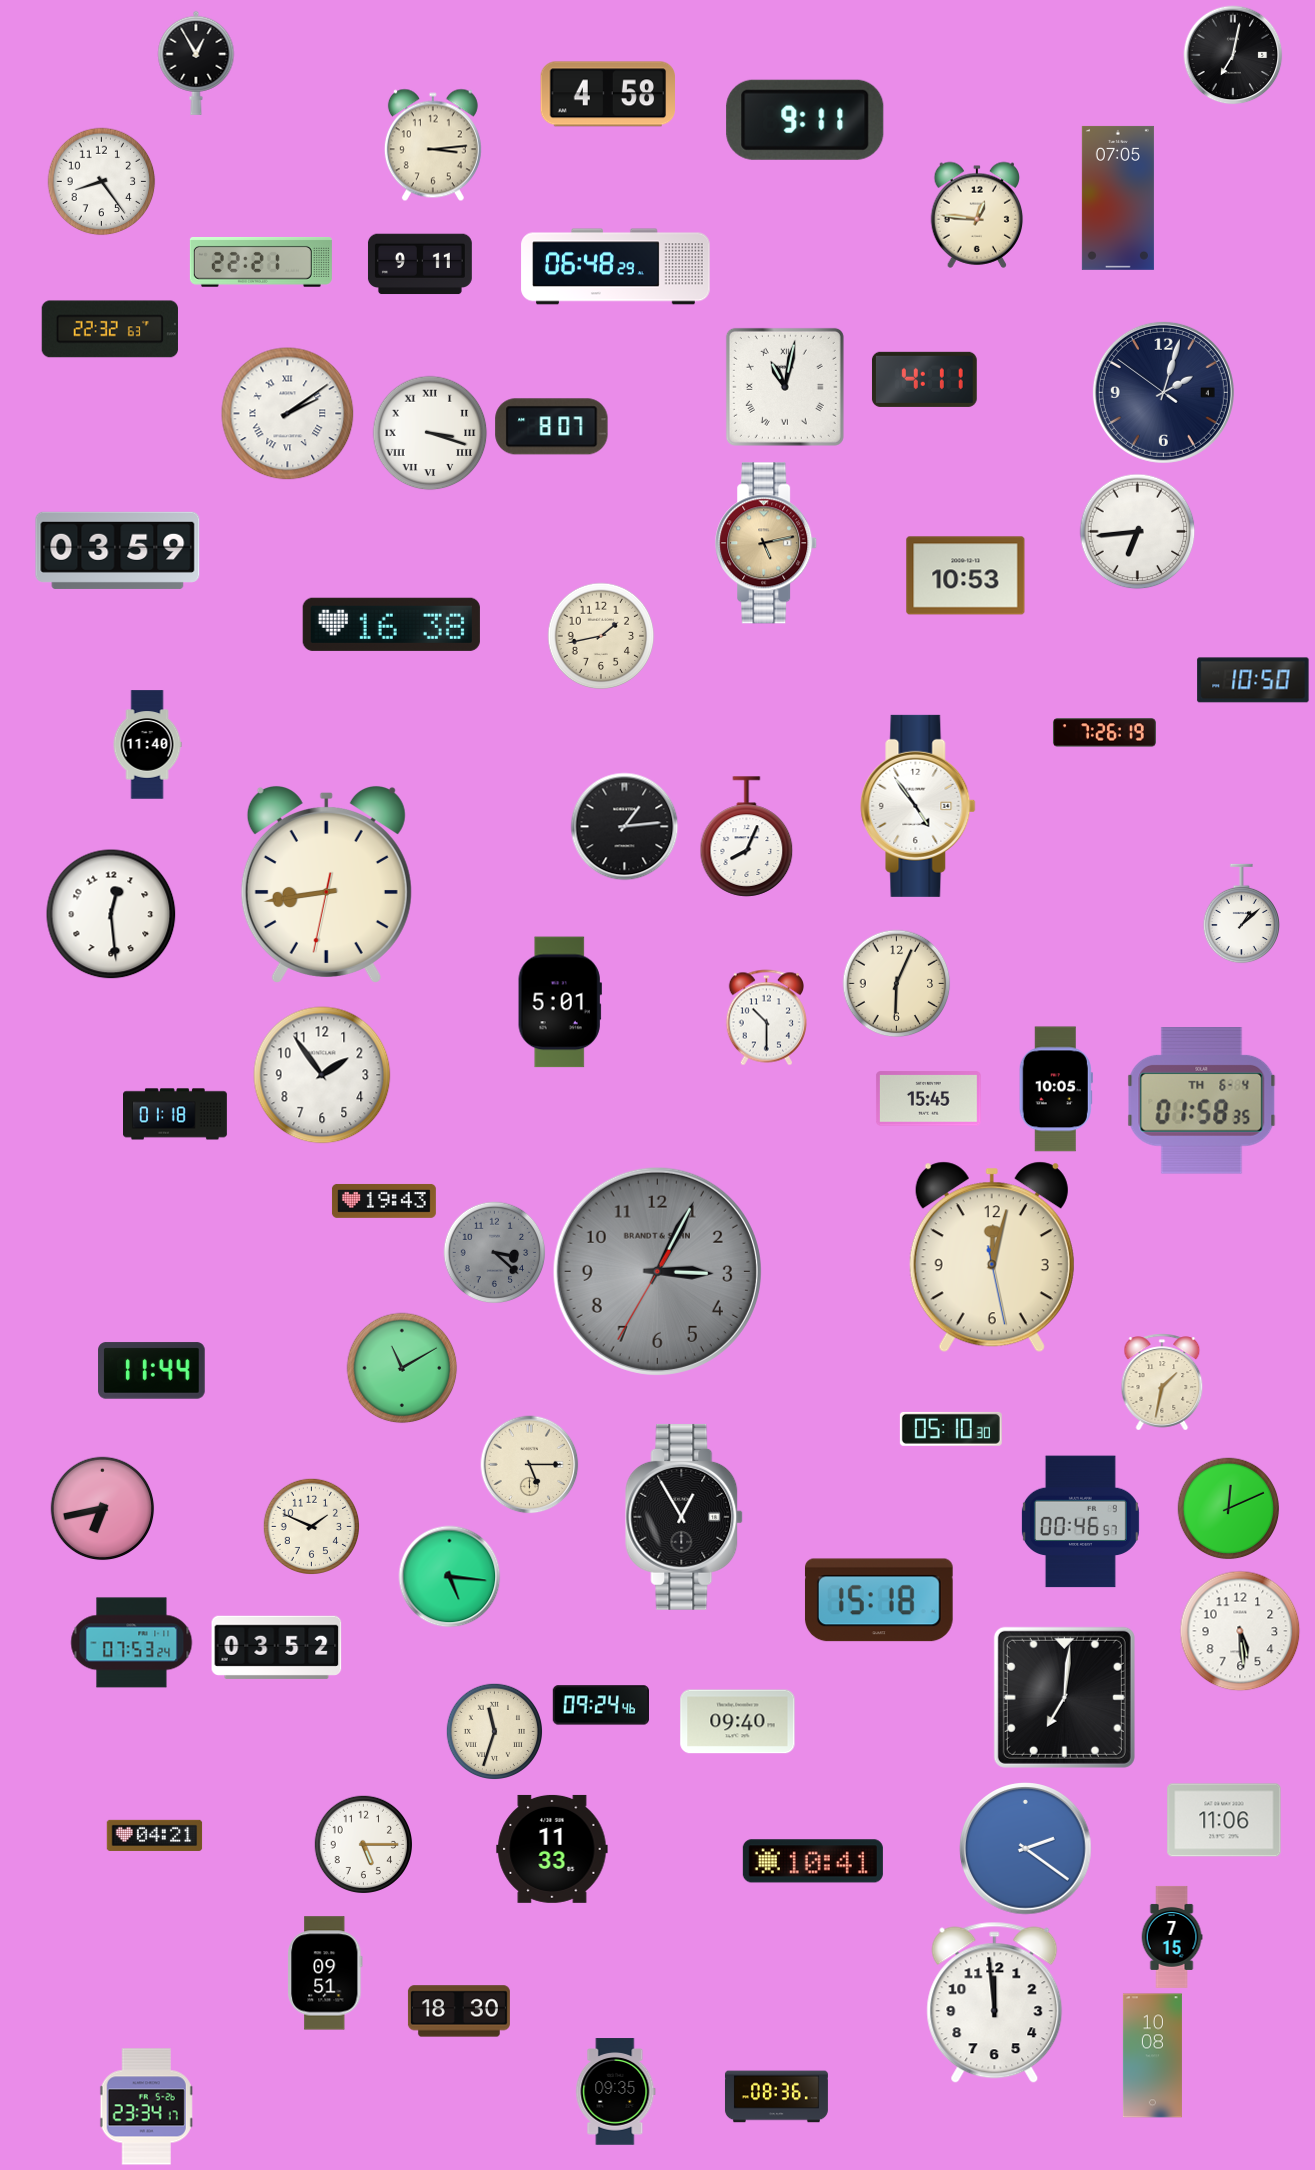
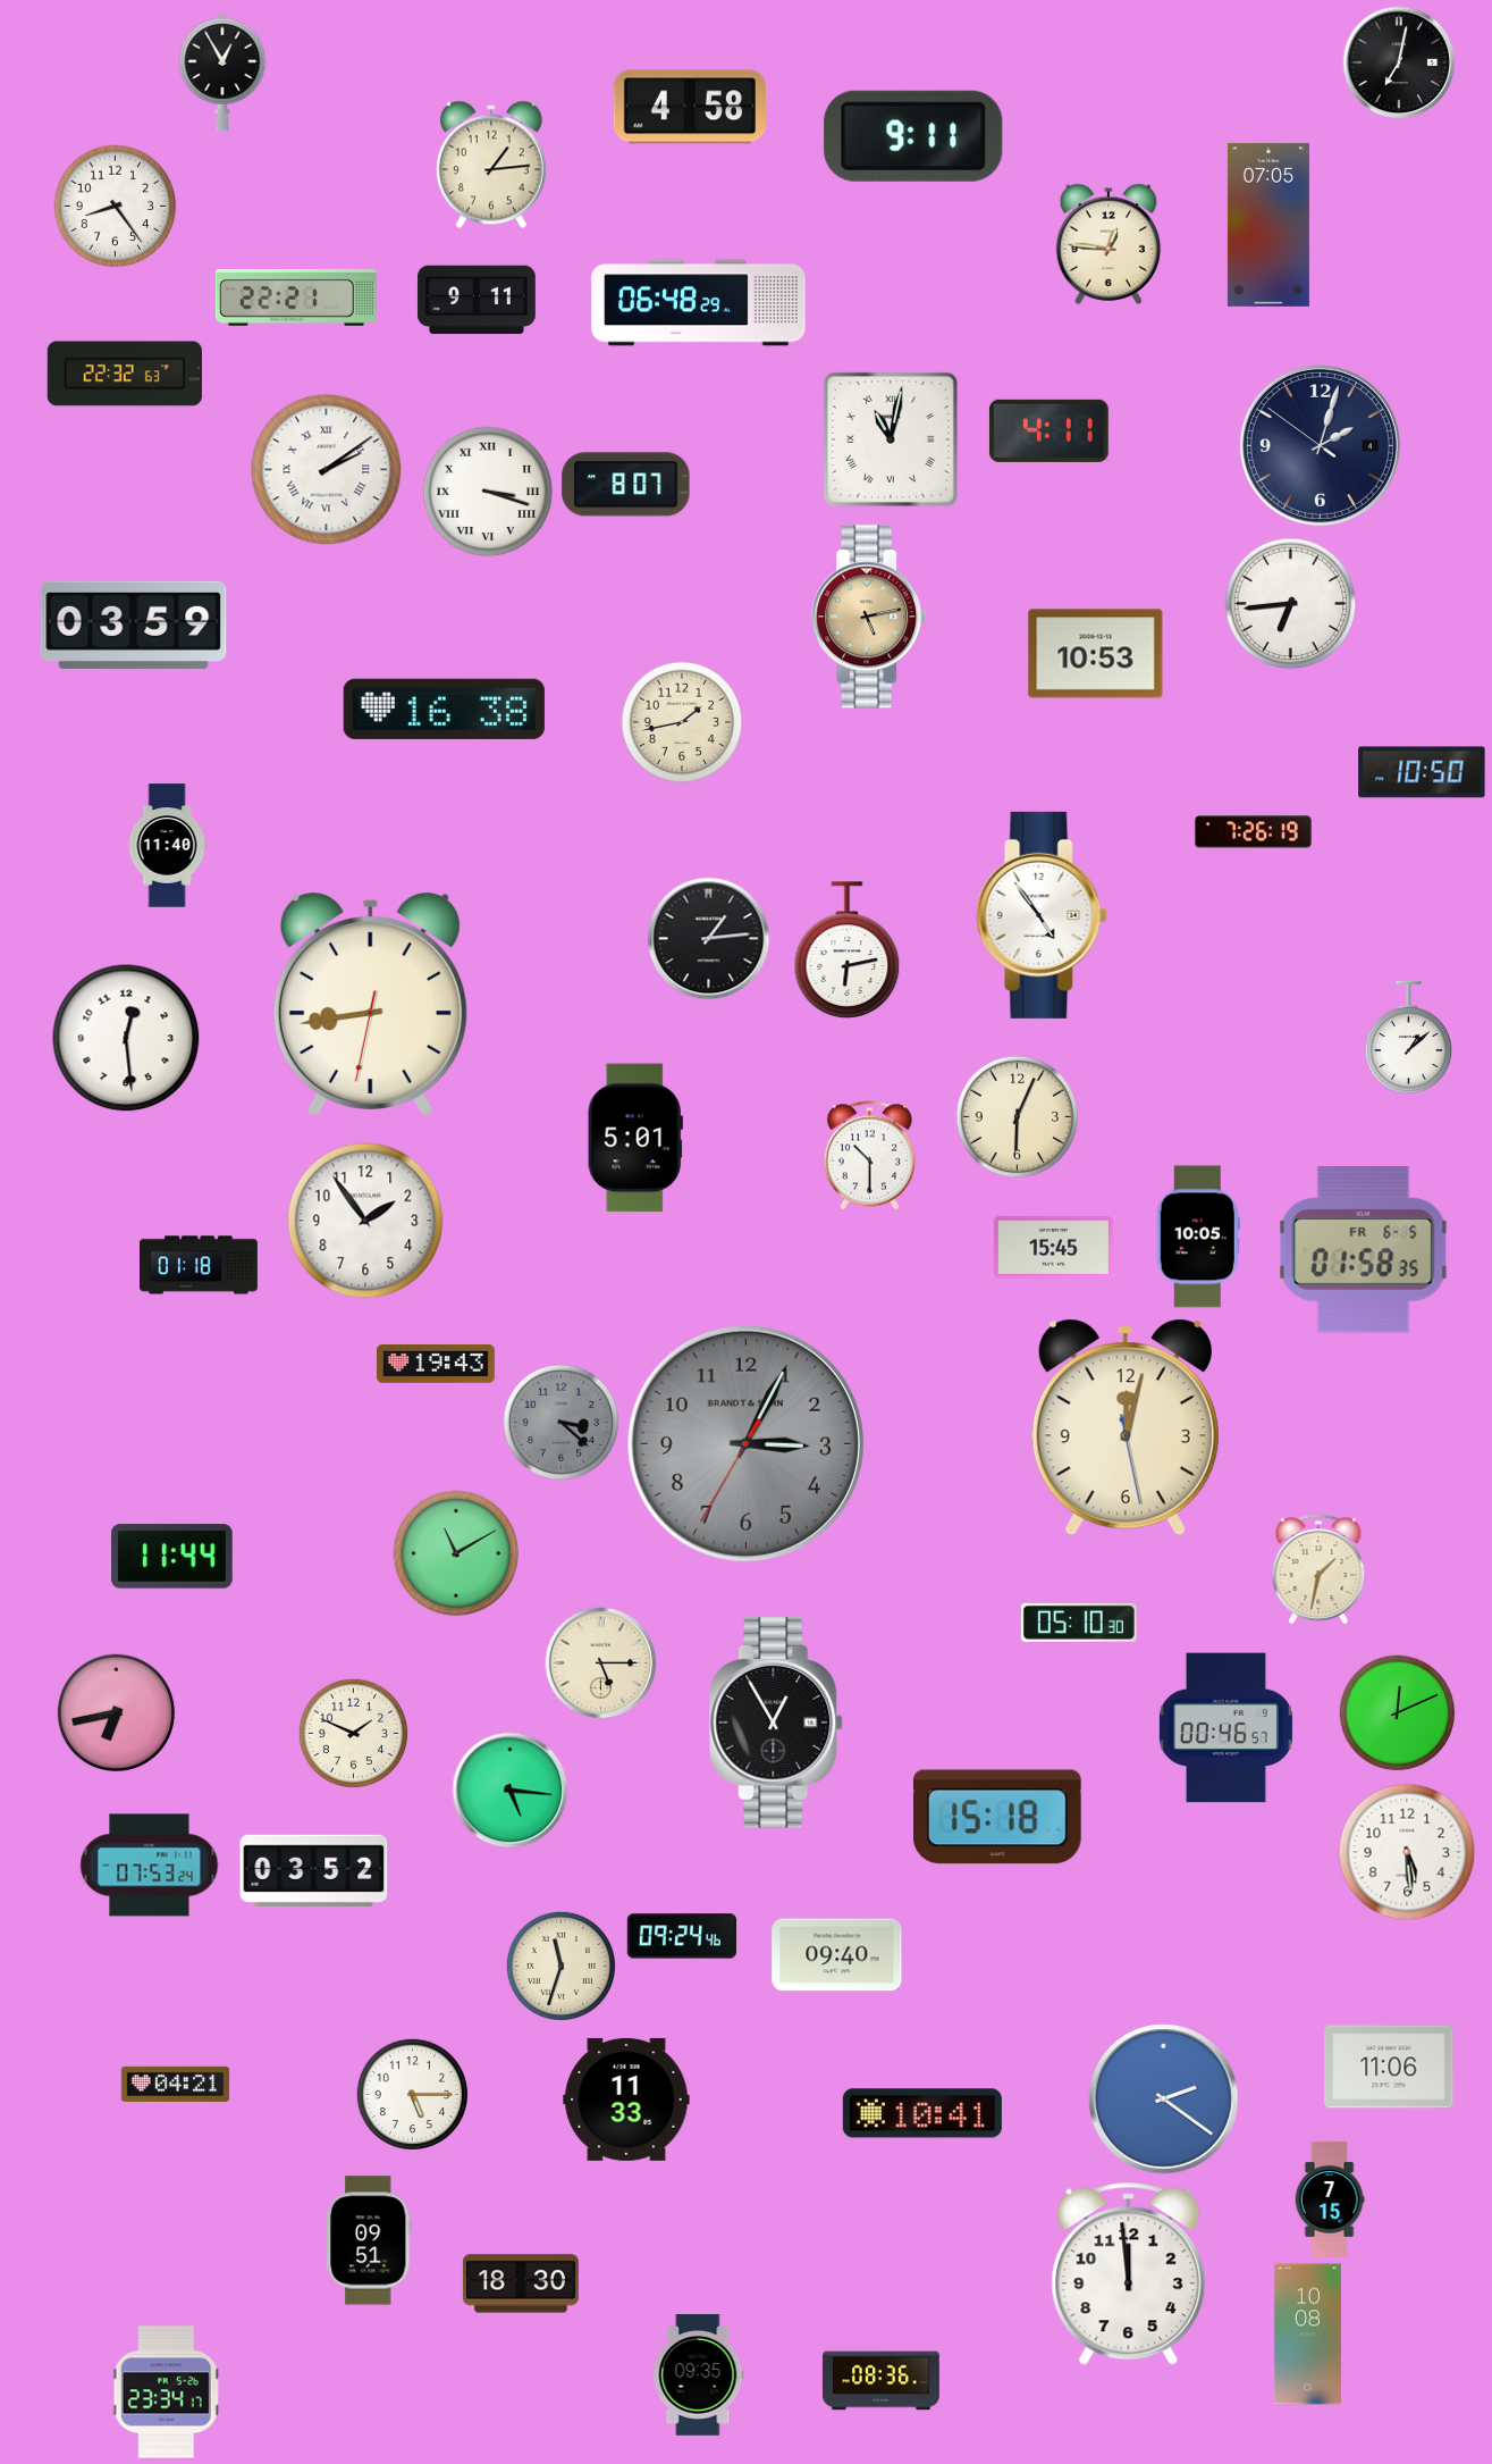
clock at (433, 145): 3:14 -> 1:14
clock at (747, 837): 8:04 -> 6:13
clock at (1202, 1101) date: TH 6-4 -> FR 6-5
clock at (1229, 1509) position: (1229, 1509) -> (1398, 1713)
clock at (1064, 1697): 7:01 -> none
